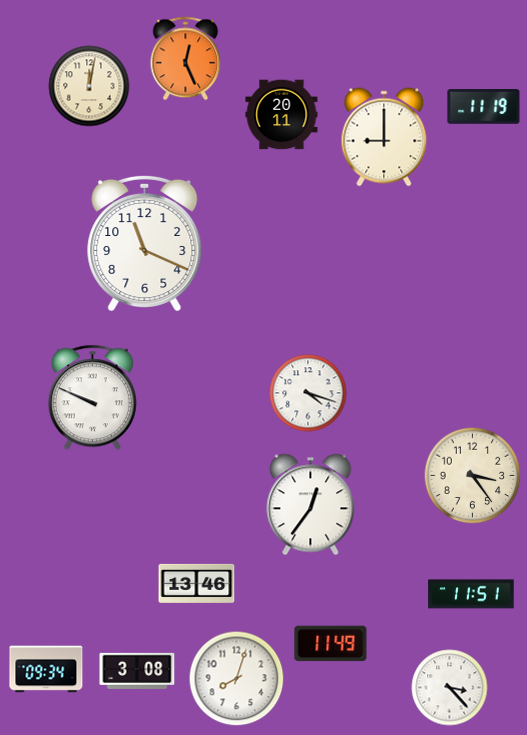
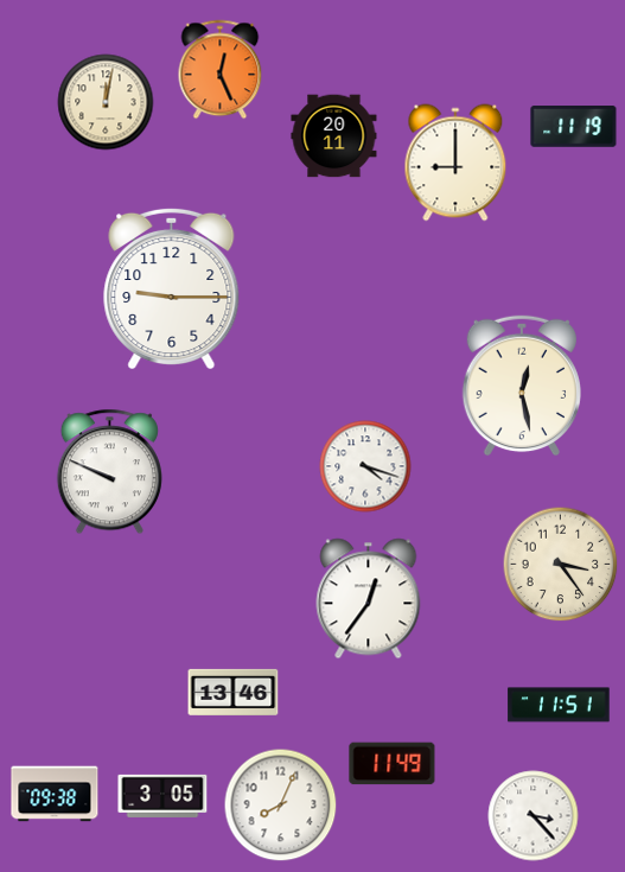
clock at (145, 243): 11:19 -> 9:15
clock at (522, 386): none -> 12:28
clock at (46, 669): 09:34 -> 09:38
clock at (137, 671): 3:08 -> 3:05
clock at (237, 679): 8:03 -> 8:04
